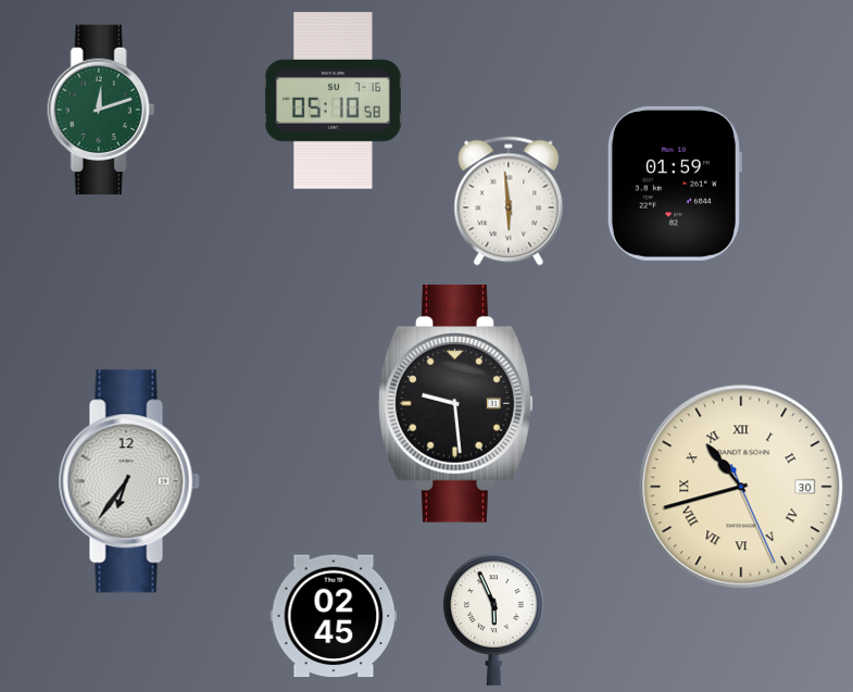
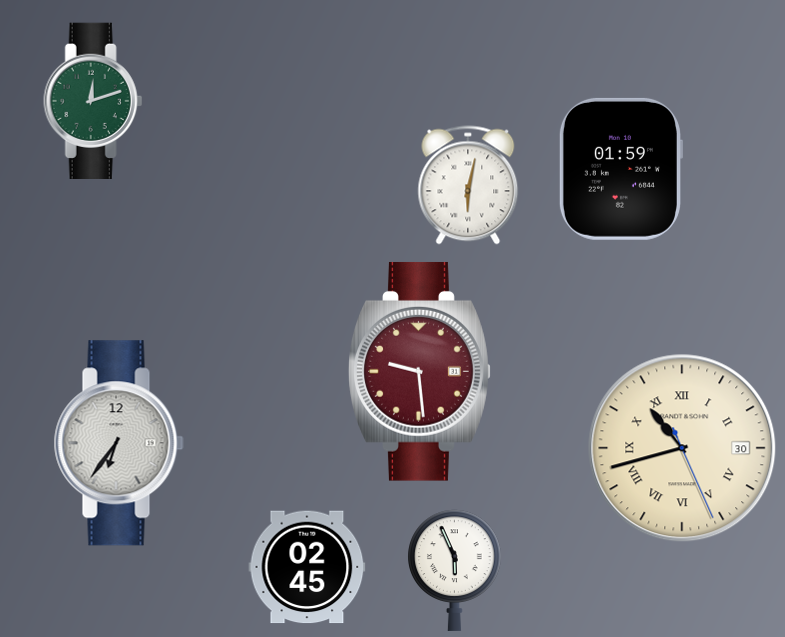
clock at (334, 101): 05:10 -> none
clock at (509, 201): 5:59 -> 6:02
clock at (456, 403) dial: black -> burgundy
